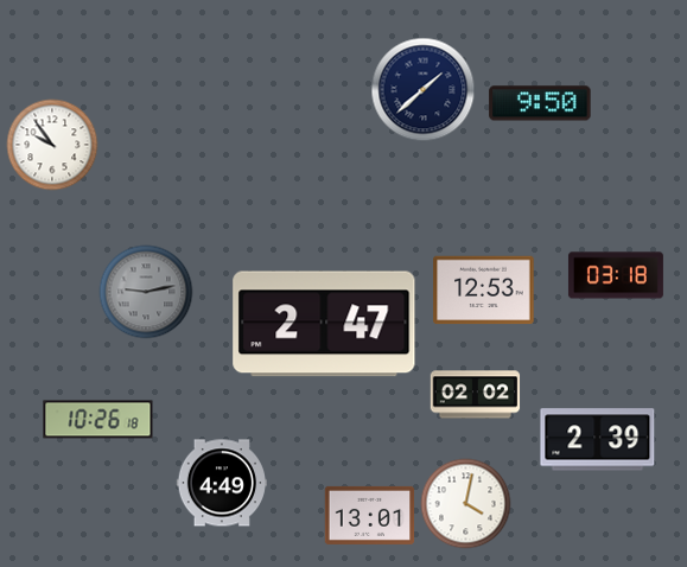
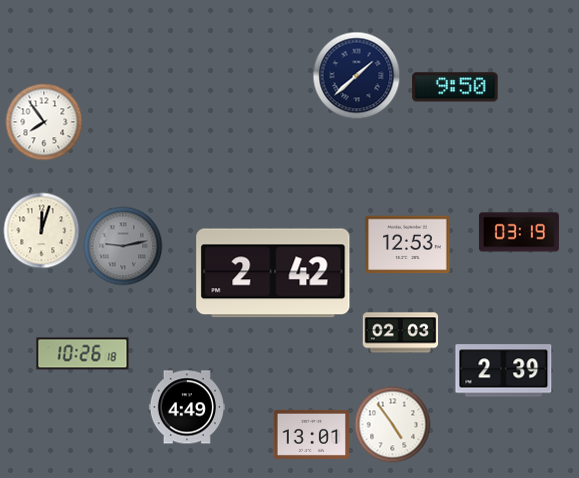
clock at (52, 145): 9:54 -> 7:54
clock at (42, 231): none -> 12:03
clock at (616, 275): 03:18 -> 03:19
clock at (324, 324): 2:47 -> 2:42
clock at (476, 395): 02:02 -> 02:03
clock at (466, 504): 4:02 -> 4:54
